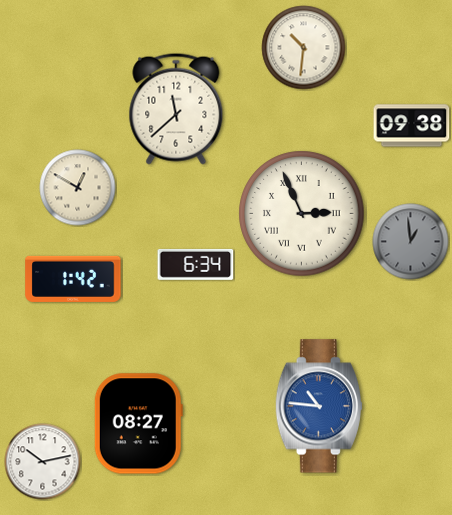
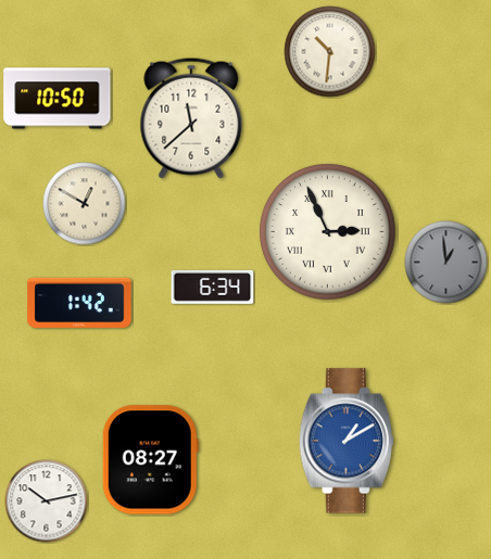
clock at (58, 99): none -> 10:50
clock at (412, 126): 09:38 -> none
clock at (319, 406): 10:46 -> 1:10
